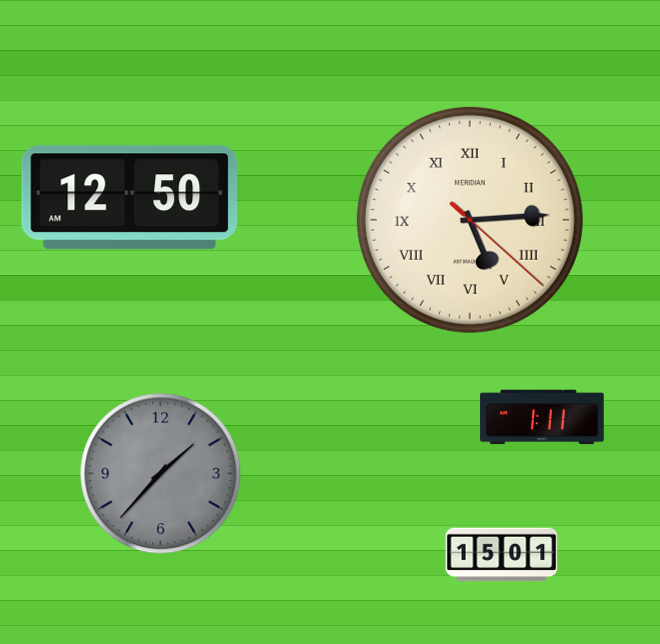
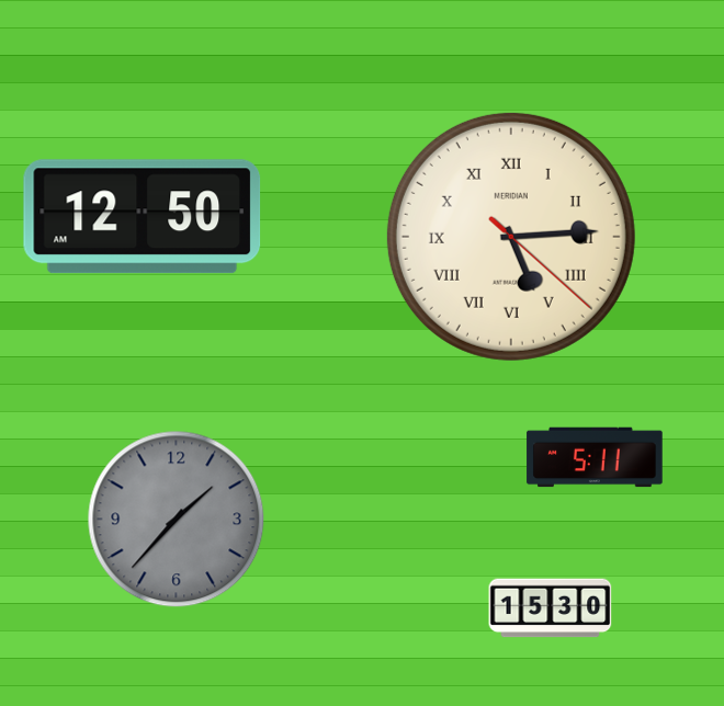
clock at (470, 220) position: (470, 220) -> (511, 237)
clock at (542, 417): 1:11 -> 5:11
clock at (502, 555): 15:01 -> 15:30
